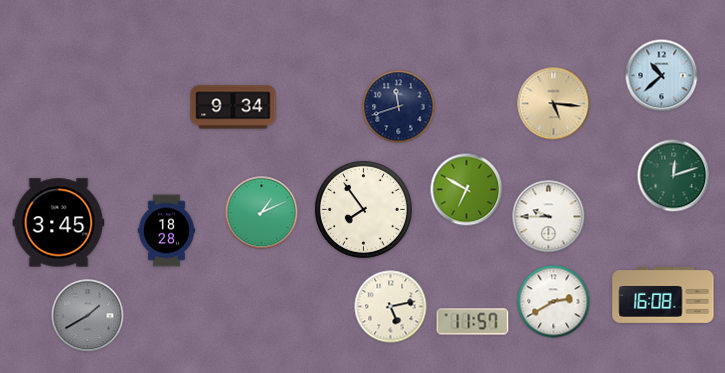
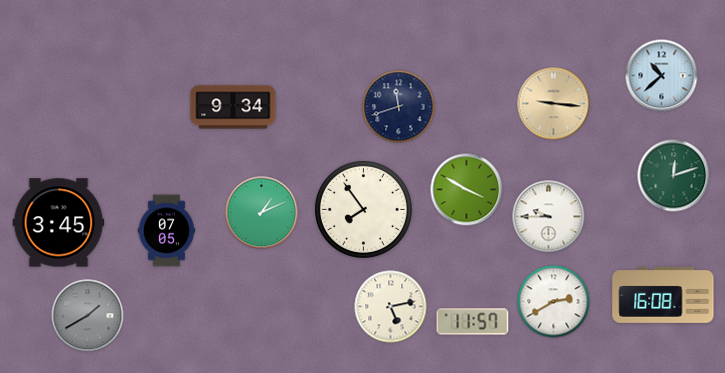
clock at (554, 104): 5:16 -> 9:16
clock at (467, 190): 6:50 -> 3:50
clock at (167, 231): 18:28 -> 07:05
